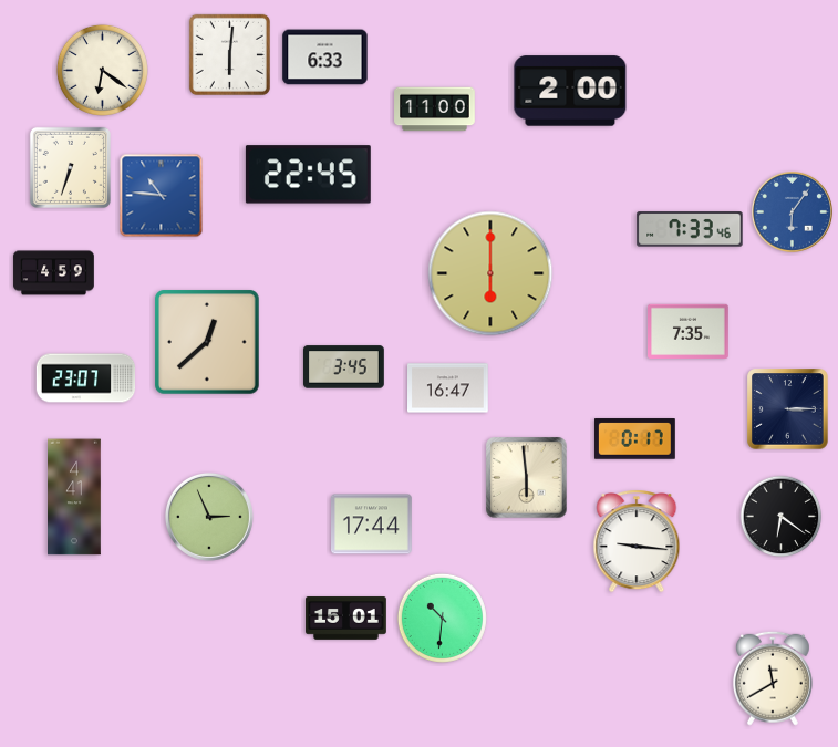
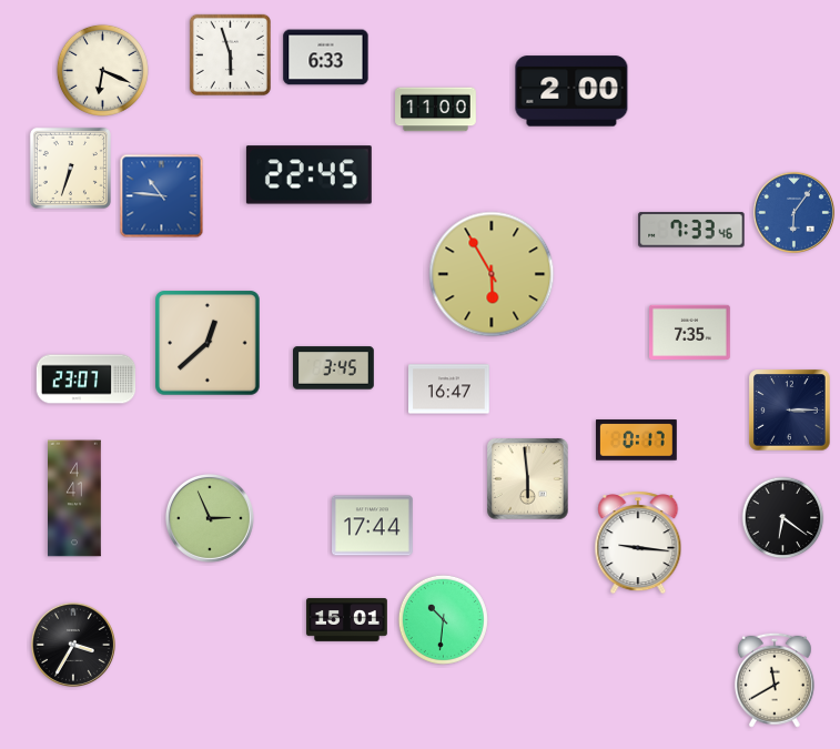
clock at (229, 54): 6:01 -> 5:57
clock at (102, 70): 6:21 -> 6:19
clock at (54, 273): 4:59 -> none
clock at (490, 273): 6:00 -> 5:55
clock at (344, 367) position: (344, 367) -> (334, 368)
clock at (73, 645): none -> 3:35
